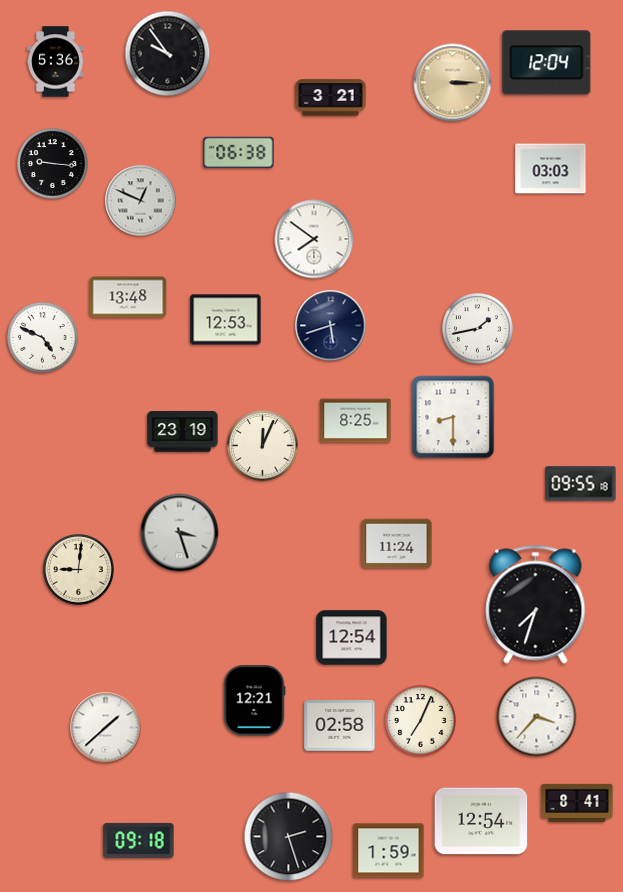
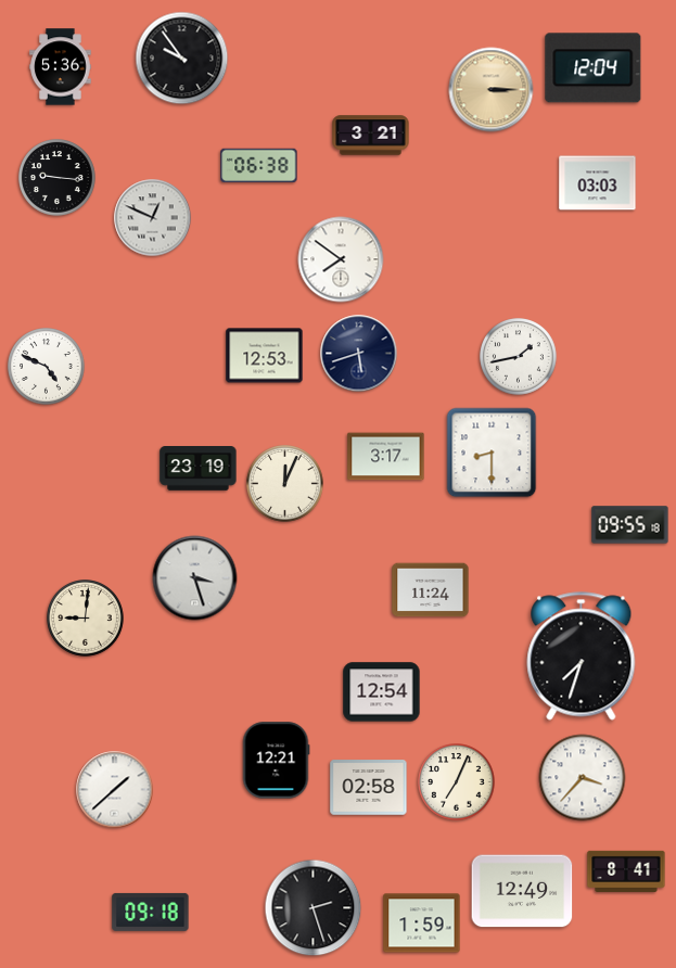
clock at (331, 98) position: (331, 98) -> (371, 136)
clock at (128, 297): 13:48 -> none
clock at (226, 320) position: (226, 320) -> (265, 356)
clock at (356, 421): 8:25 -> 3:17
clock at (481, 821): 12:54 -> 12:49
